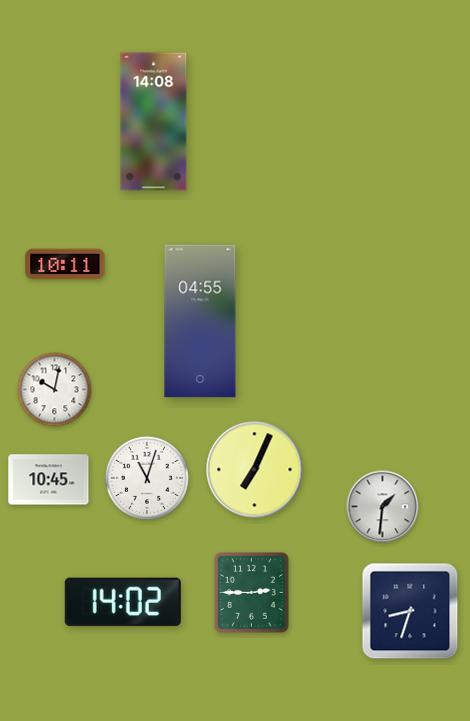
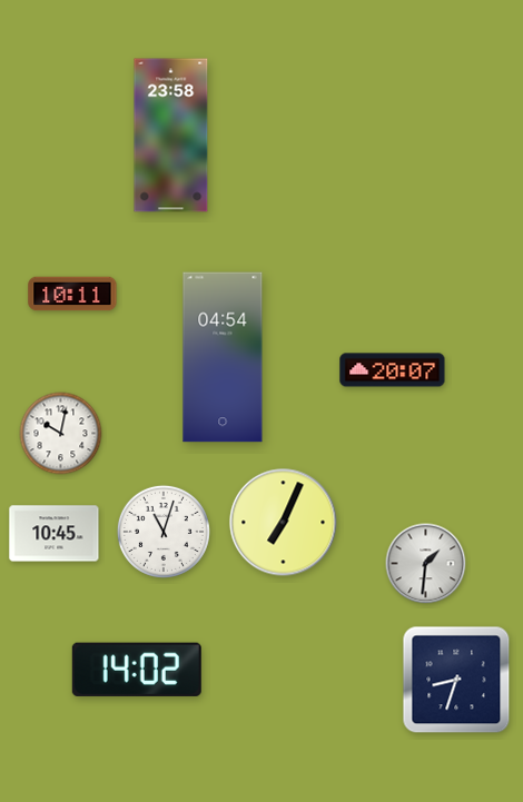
clock at (154, 122): 14:08 -> 23:58
clock at (200, 321): 04:55 -> 04:54
clock at (393, 370): none -> 20:07
clock at (252, 593): 2:45 -> none
